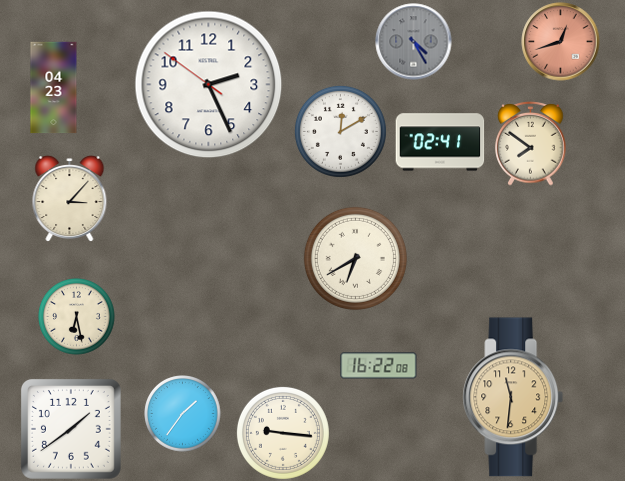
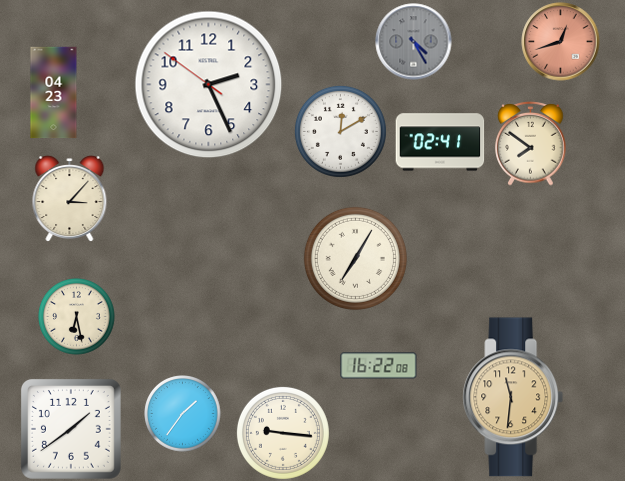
clock at (54, 88) position: (54, 88) -> (54, 93)
clock at (355, 258): 6:40 -> 7:05
